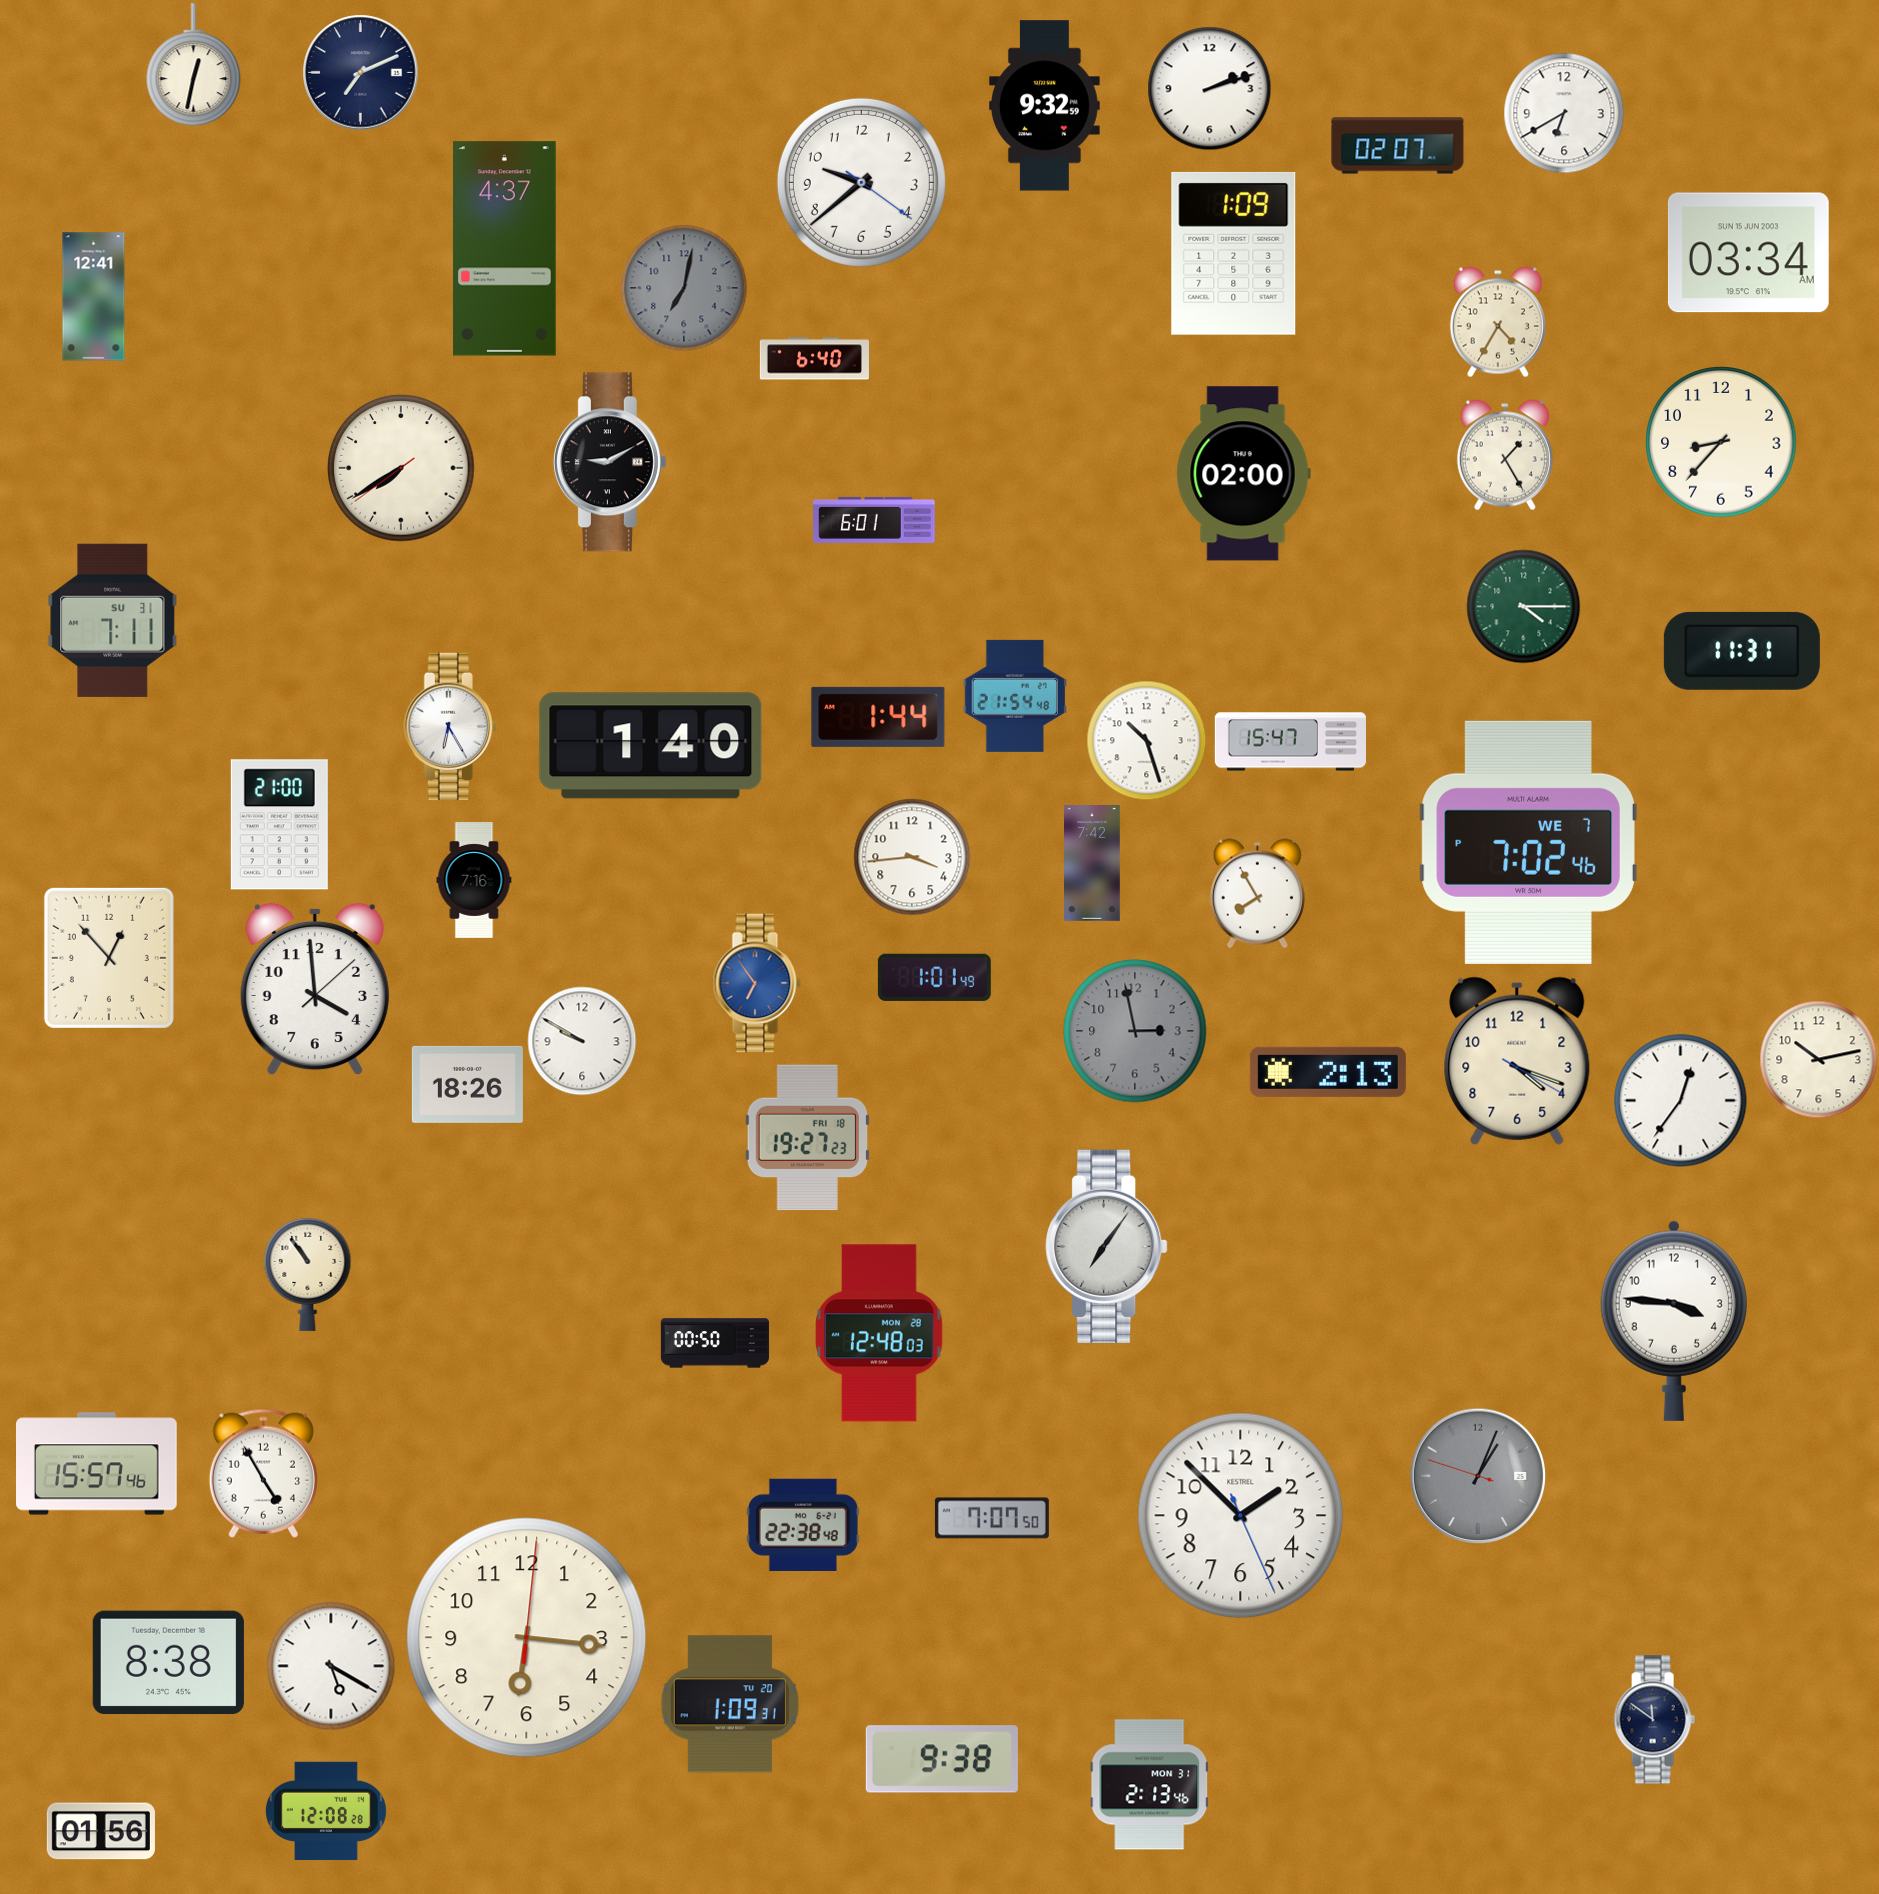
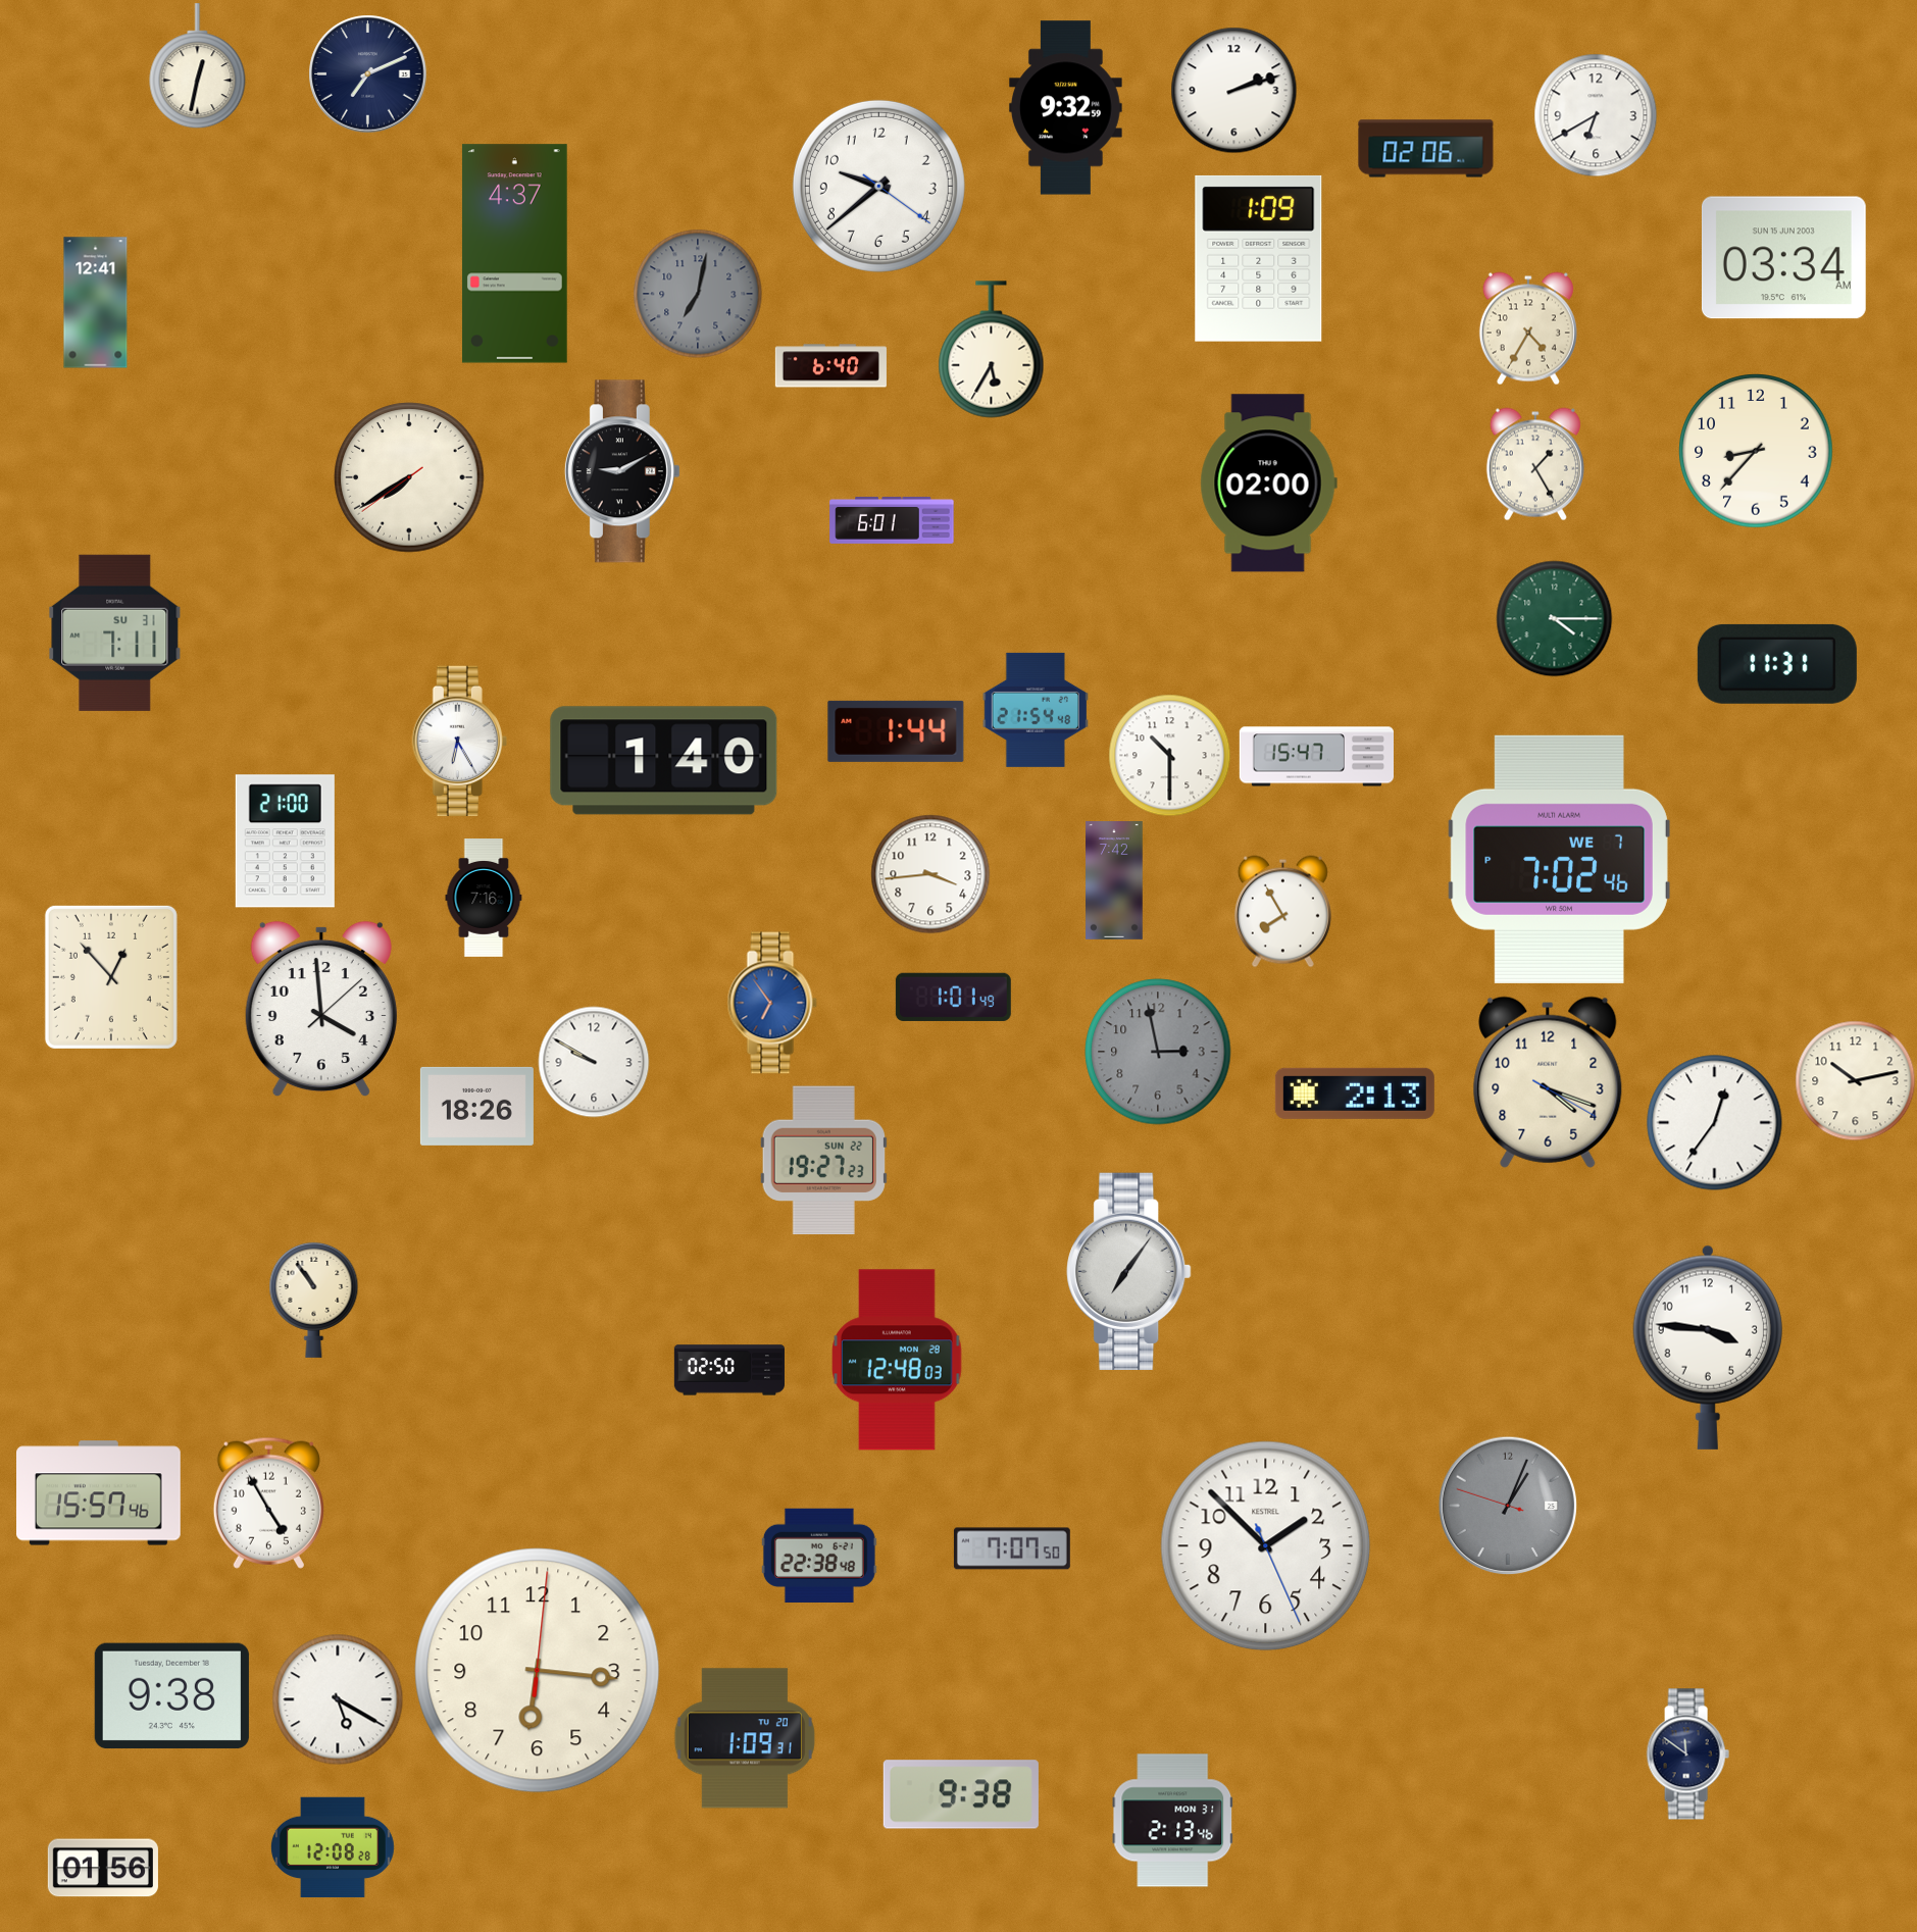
clock at (1398, 146): 02:07 -> 02:06
clock at (992, 350): none -> 5:35
clock at (874, 520) position: (874, 520) -> (892, 520)
clock at (1147, 741): 10:27 -> 10:30
clock at (807, 1138) date: FRI 18 -> SUN 22
clock at (715, 1343): 00:50 -> 02:50
clock at (168, 1663): 8:38 -> 9:38
